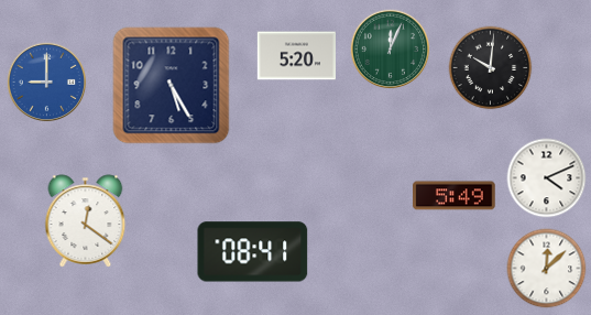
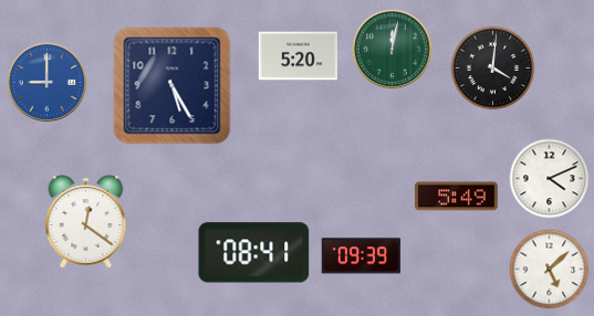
clock at (391, 50): 12:04 -> 12:02
clock at (491, 68): 10:01 -> 4:01
clock at (361, 256): none -> 09:39
clock at (547, 269): 12:08 -> 5:08
